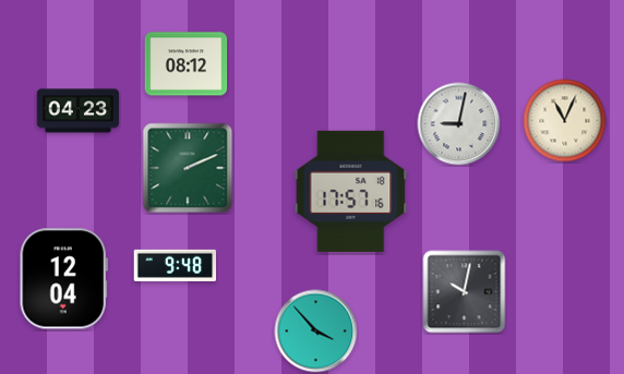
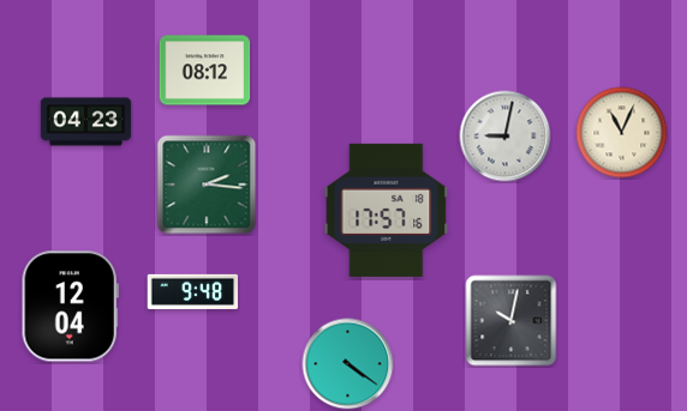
clock at (188, 168): 2:11 -> 2:16
clock at (316, 331): 3:53 -> 4:21
